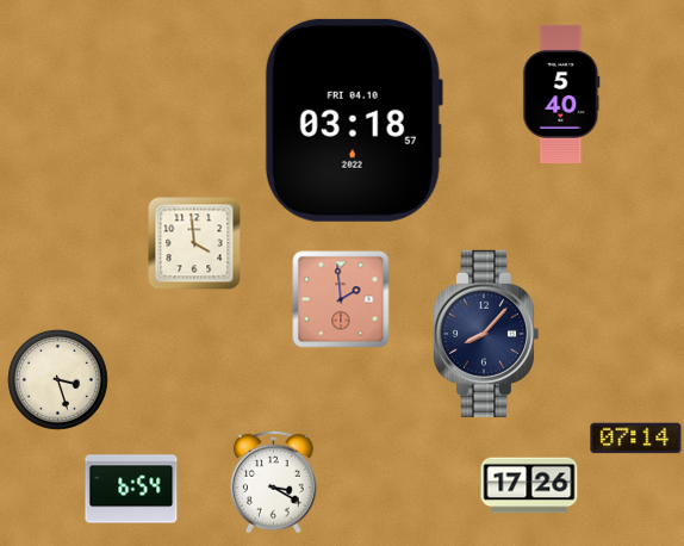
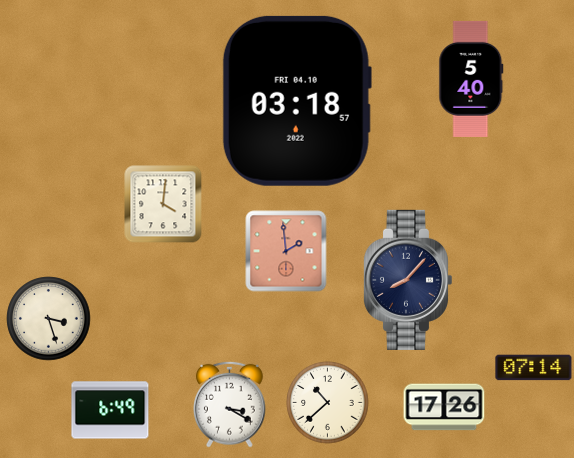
clock at (194, 243): 3:59 -> 4:01
clock at (328, 403): none -> 10:38
clock at (131, 489): 6:54 -> 6:49
